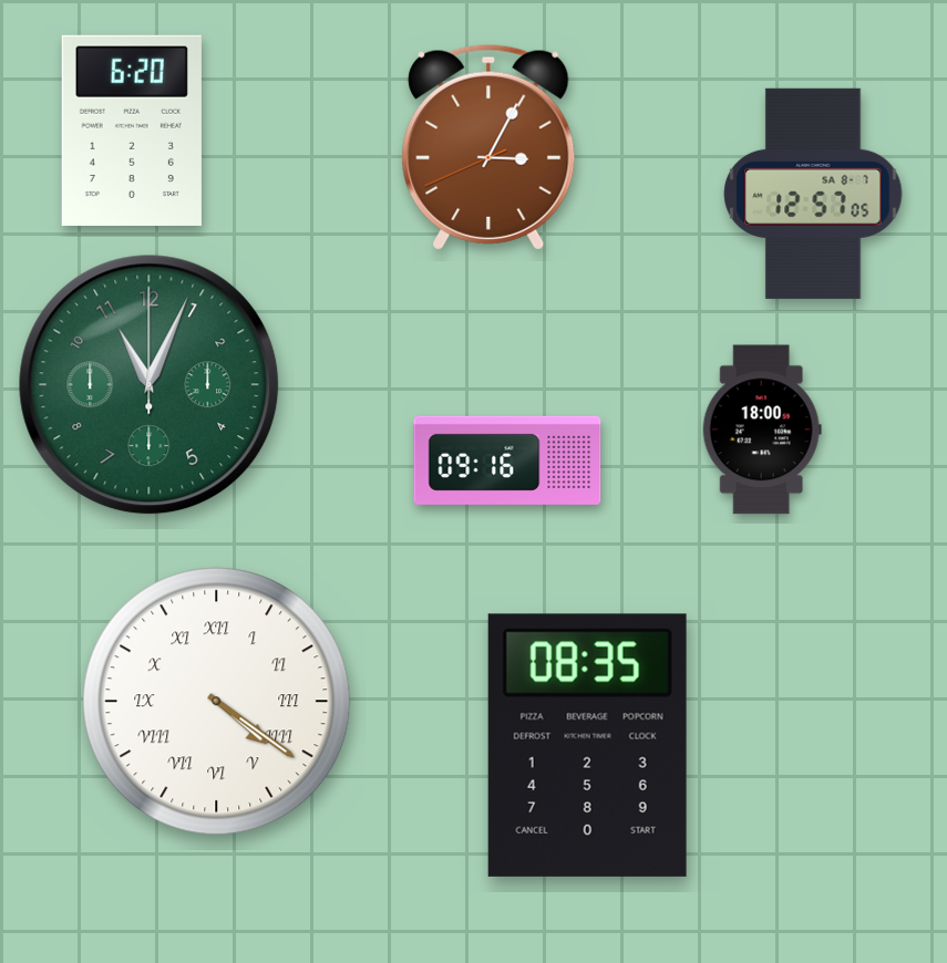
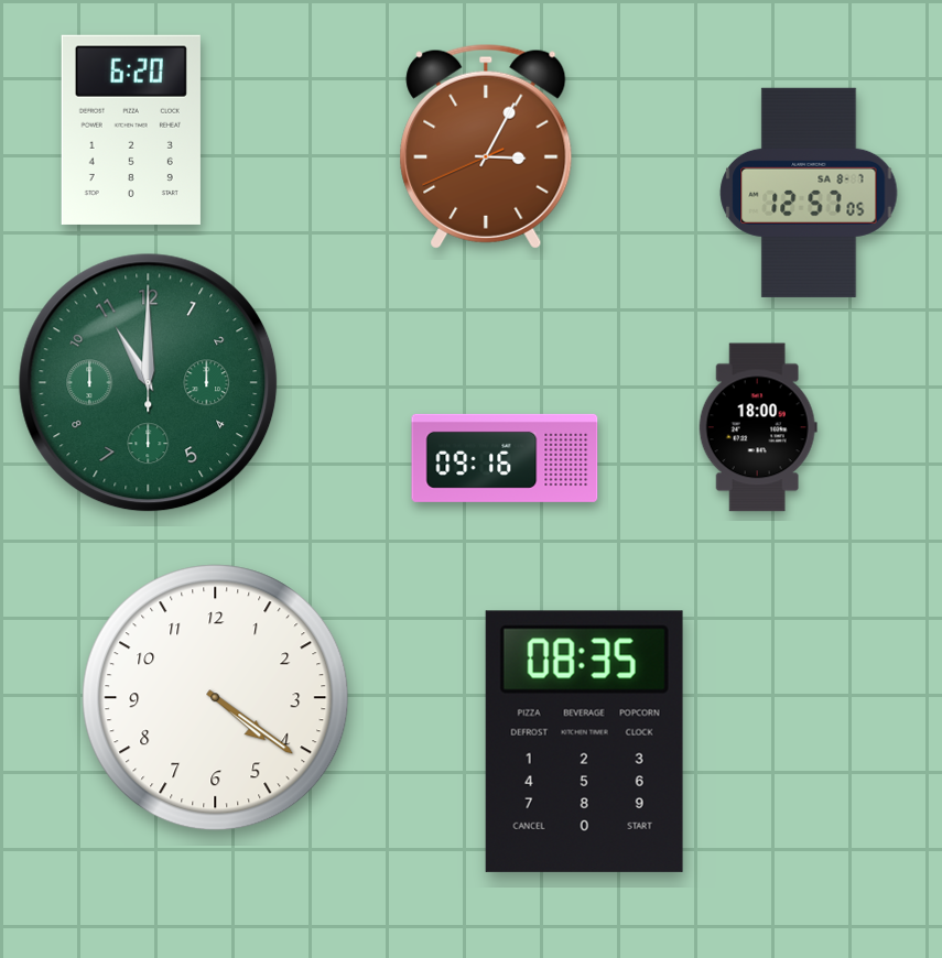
clock at (150, 385): 11:04 -> 11:00
clock at (217, 702) numerals: Roman -> Arabic
